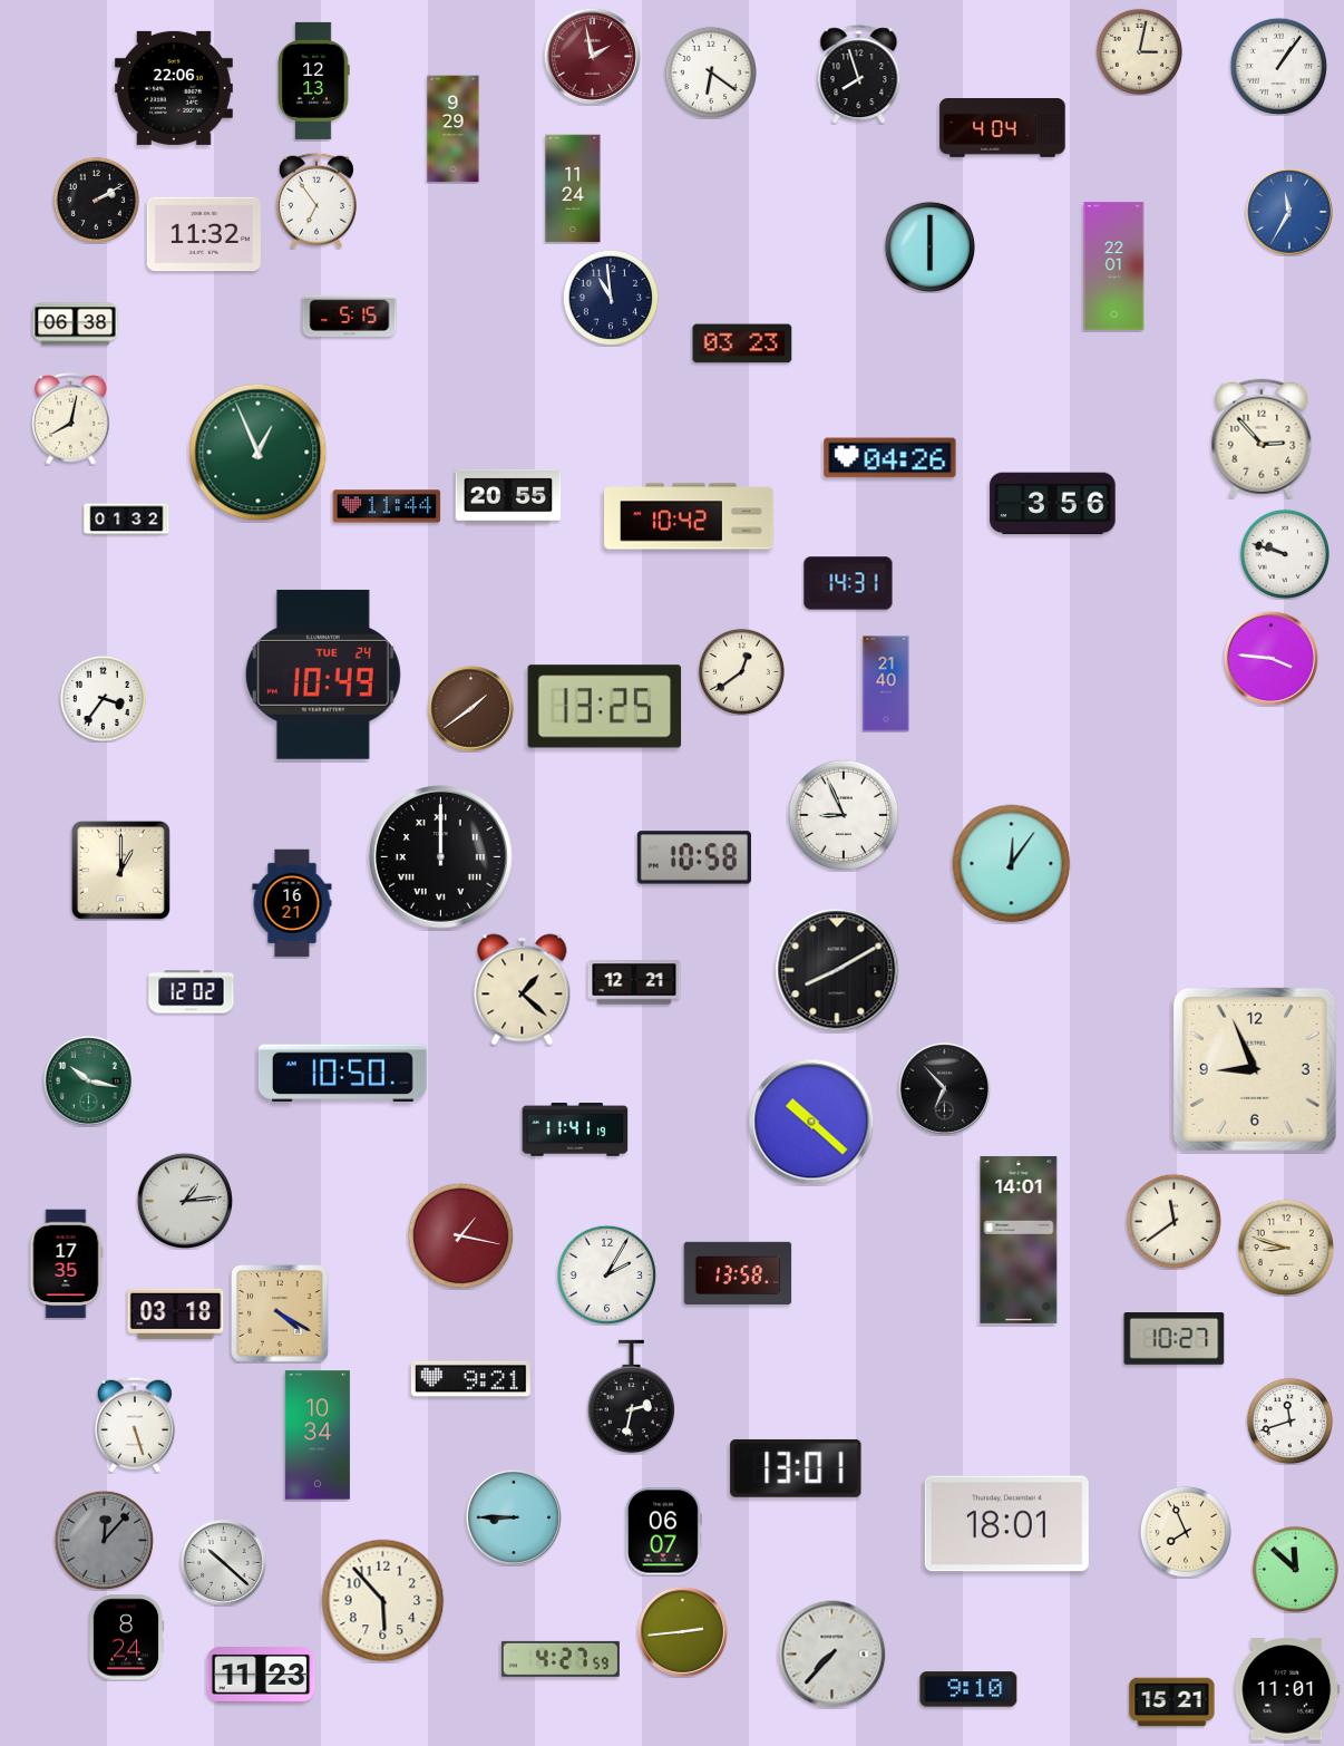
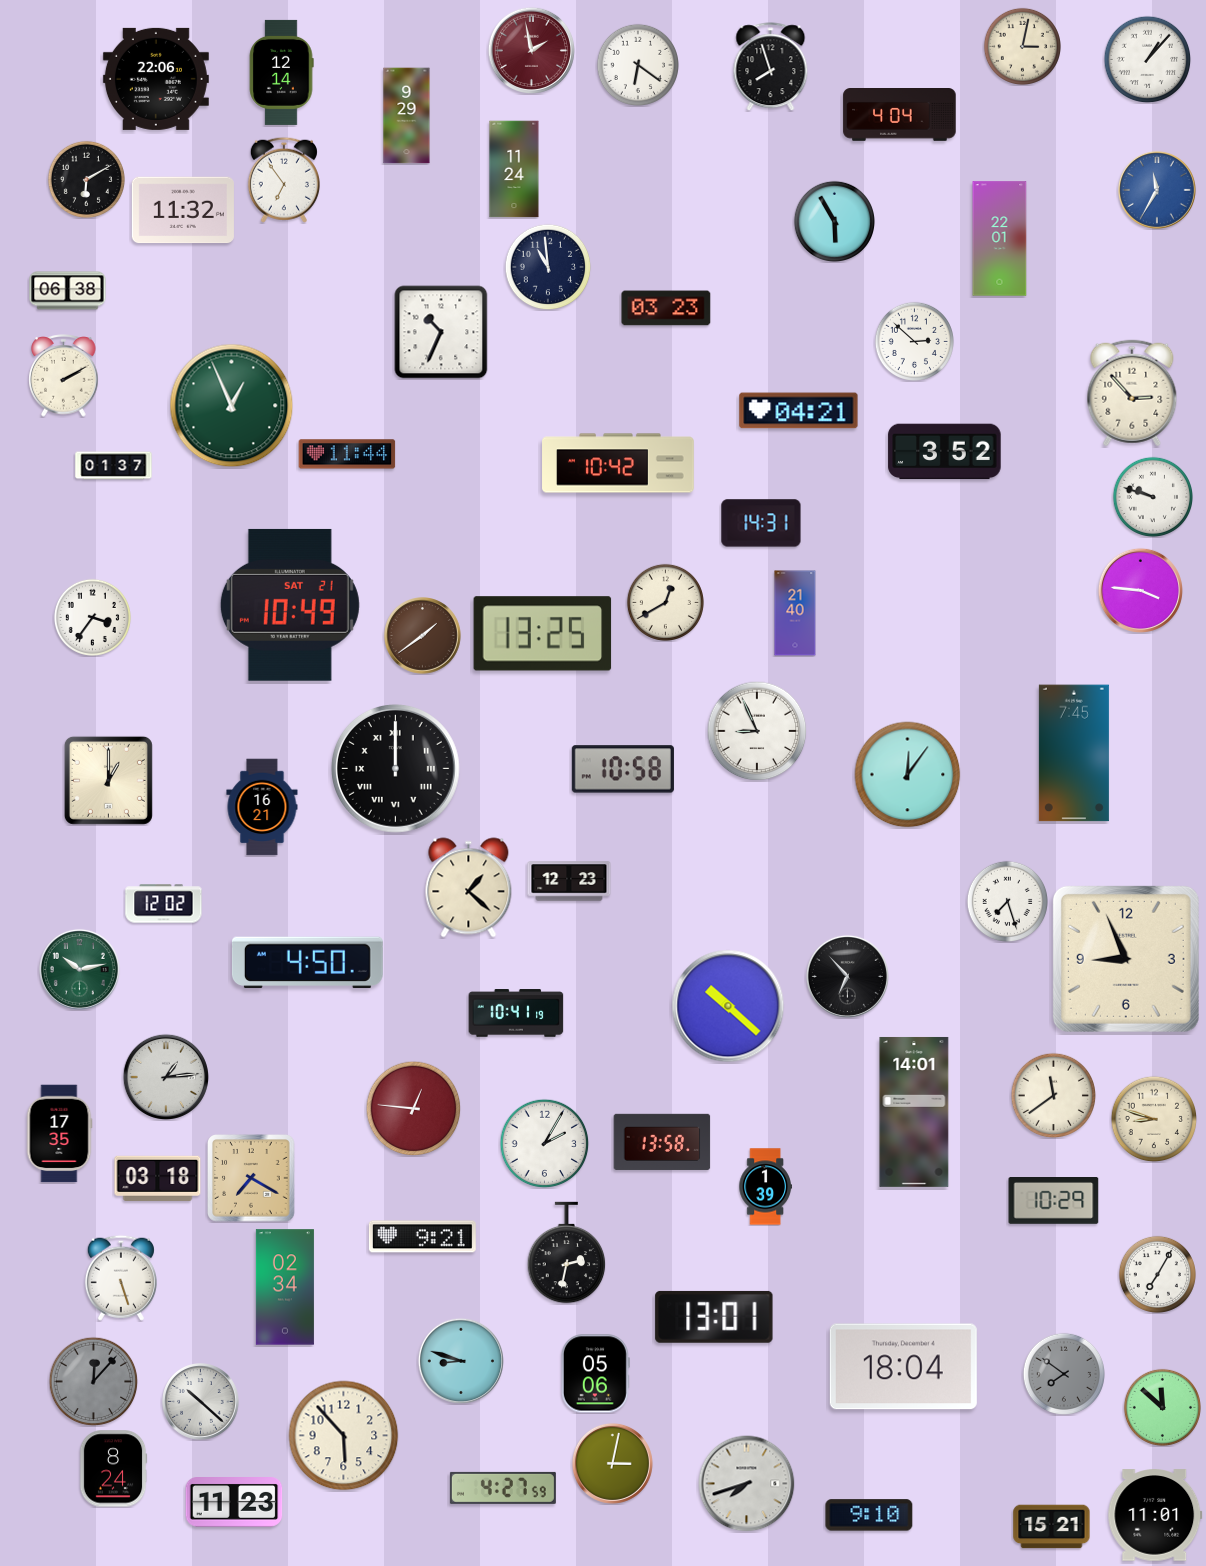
clock at (1278, 66): 1:06 -> 1:07
clock at (313, 80): 12:13 -> 12:14
clock at (96, 200): 2:10 -> 6:10
clock at (929, 246): 6:00 -> 5:55
clock at (350, 316): 5:15 -> none
clock at (441, 332): none -> 10:34
clock at (914, 341): none -> 2:52
clock at (71, 419): 8:02 -> 2:10
clock at (890, 458): 04:26 -> 04:21
clock at (508, 496): 20:55 -> none
clock at (1053, 504): 3:56 -> 3:52
clock at (127, 520): 01:32 -> 01:37
clock at (741, 671): 12:39 -> 12:40
clock at (323, 675) date: TUE 24 -> SAT 21
clock at (103, 698) position: (103, 698) -> (92, 617)
clock at (1074, 753): none -> 7:45
clock at (292, 903) position: (292, 903) -> (262, 807)
clock at (837, 970): 8:10 -> none
clock at (634, 982): 12:21 -> 12:23
clock at (192, 992) position: (192, 992) -> (164, 904)
clock at (1007, 901): none -> 7:27
clock at (342, 1074): 10:50 -> 4:50
clock at (88, 1080): 10:17 -> 10:13
clock at (575, 1129): 11:41 -> 10:41
clock at (460, 1235): 1:17 -> 12:46
clock at (280, 1313): 4:20 -> 7:20
clock at (765, 1187): none -> 1:39
clock at (1175, 1339): 10:27 -> 10:29
clock at (1289, 1420): 11:42 -> 7:05
clock at (318, 1435): 10:34 -> 02:34
clock at (514, 1517): 8:45 -> 8:48
clock at (1006, 1524): 18:01 -> 18:04
clock at (1185, 1531): 7:56 -> 7:51
clock at (1185, 1531) dial: cream -> grey
clock at (663, 1532): 06:07 -> 05:06
clock at (682, 1631): 2:44 -> 3:02
clock at (832, 1655): 7:37 -> 7:42
